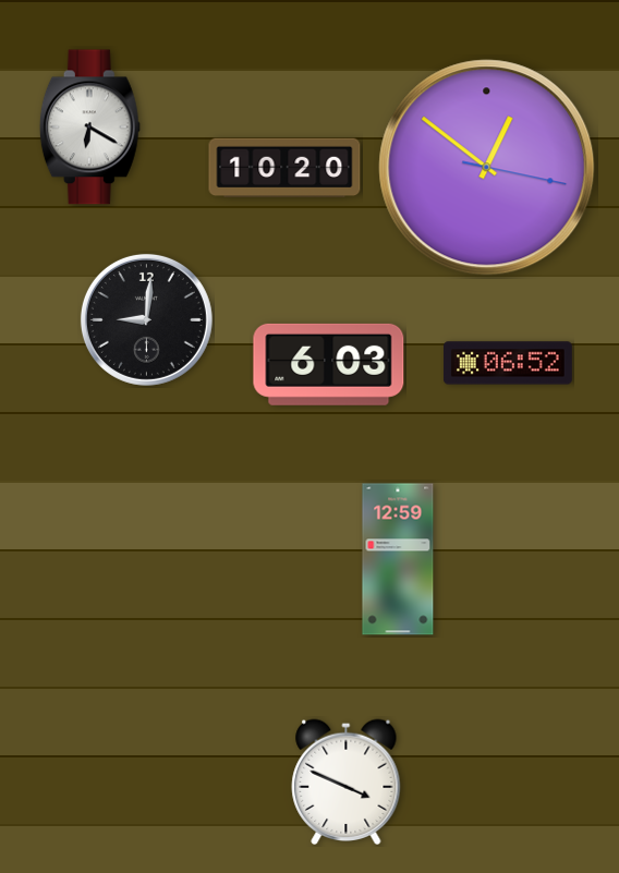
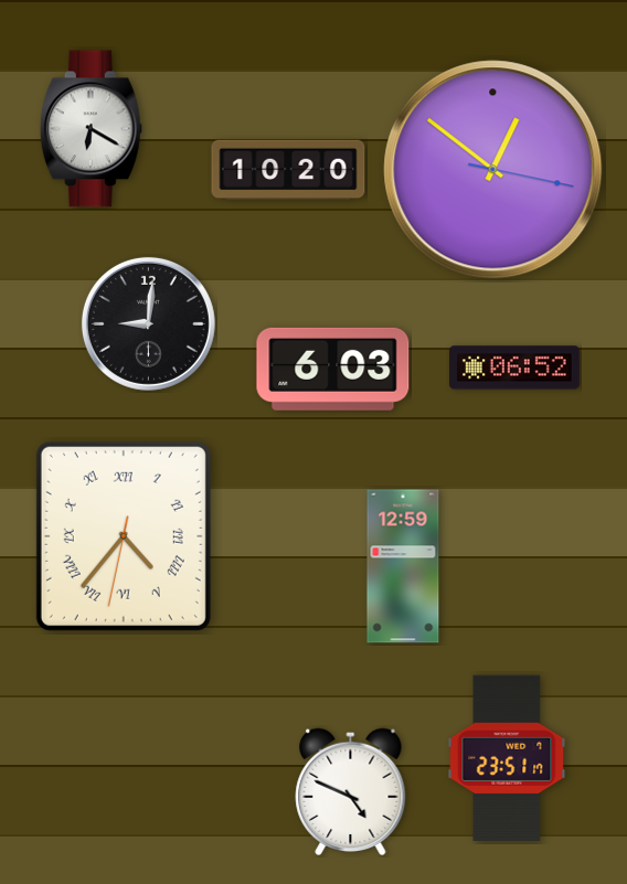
clock at (124, 536): none -> 4:36
clock at (507, 758): none -> 23:51
clock at (347, 781): 3:49 -> 4:49
